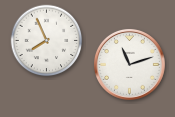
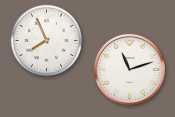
clock at (129, 64) position: (129, 64) -> (129, 69)
